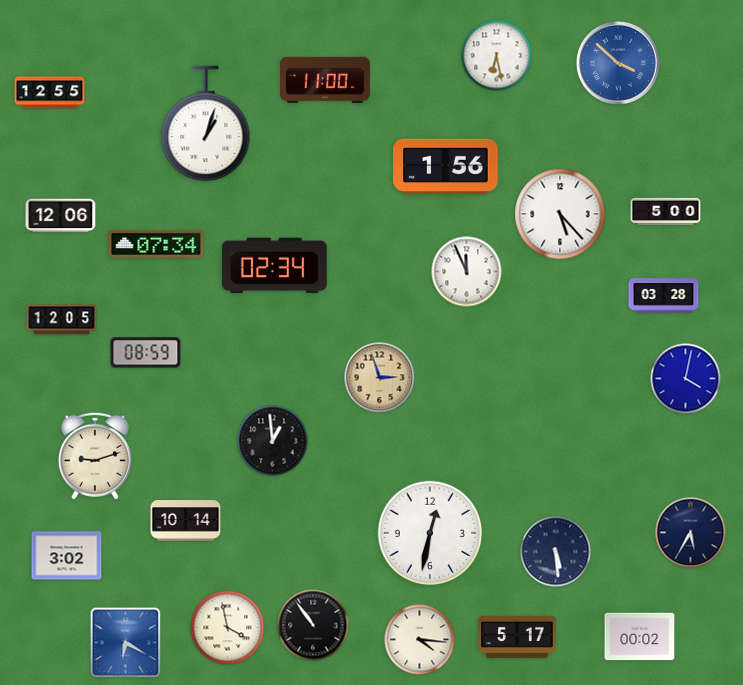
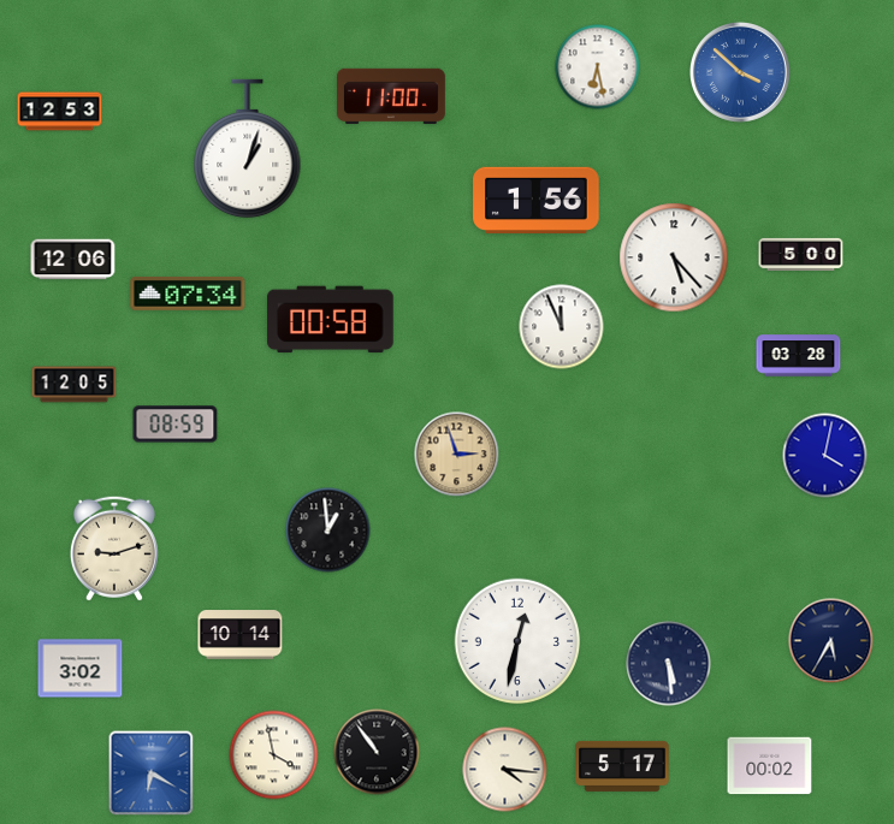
clock at (618, 63) position: (618, 63) -> (740, 72)
clock at (50, 93): 12:55 -> 12:53
clock at (275, 266): 02:34 -> 00:58
clock at (186, 521) position: (186, 521) -> (241, 635)
